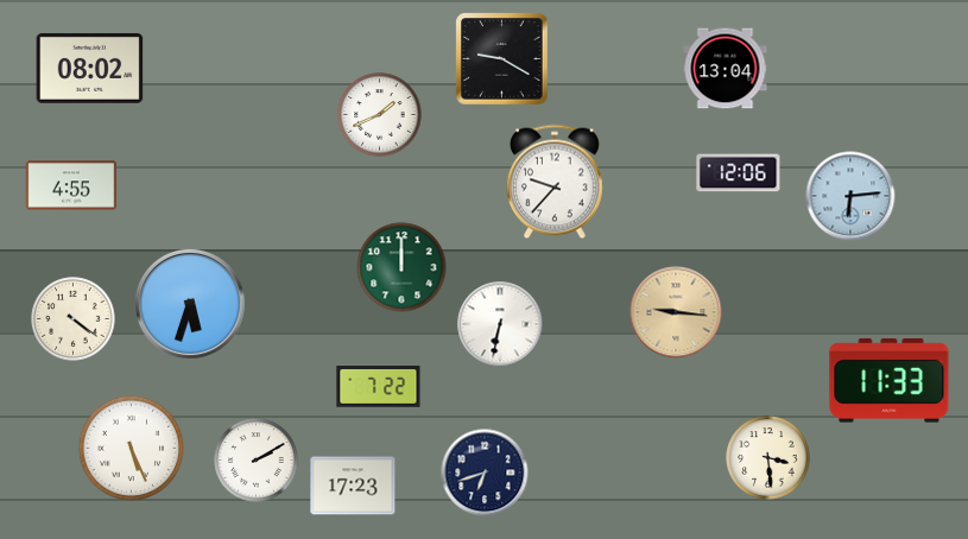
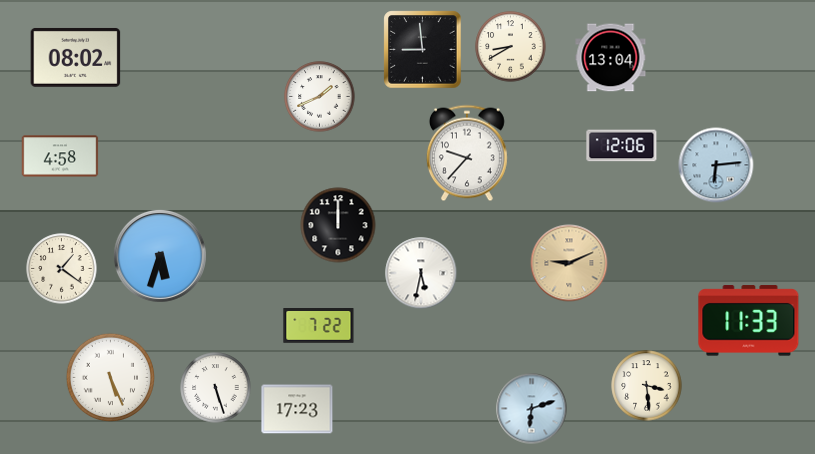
clock at (511, 47): none -> 8:40
clock at (502, 59): 9:20 -> 8:59
clock at (71, 185): 4:55 -> 4:58
clock at (401, 267) dial: green -> black
clock at (676, 312): 9:16 -> 9:11
clock at (74, 319): 4:21 -> 1:21
clock at (500, 324): 6:32 -> 5:32
clock at (257, 461): 2:10 -> 5:27
clock at (485, 473): 6:42 -> none
clock at (532, 409): none -> 6:12
